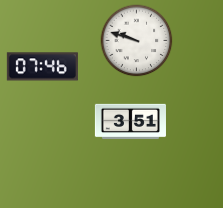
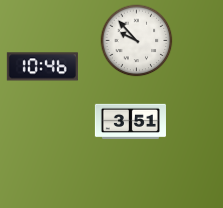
clock at (137, 41): 9:48 -> 9:53
clock at (42, 67): 07:46 -> 10:46
